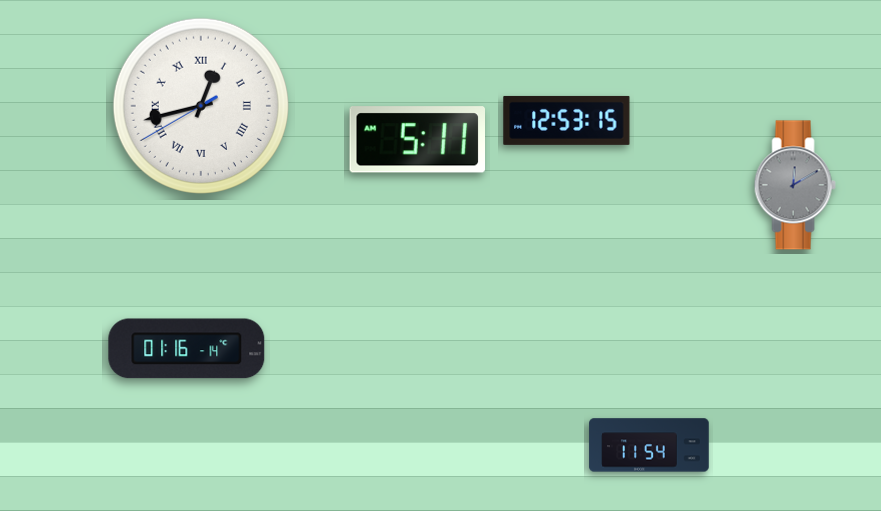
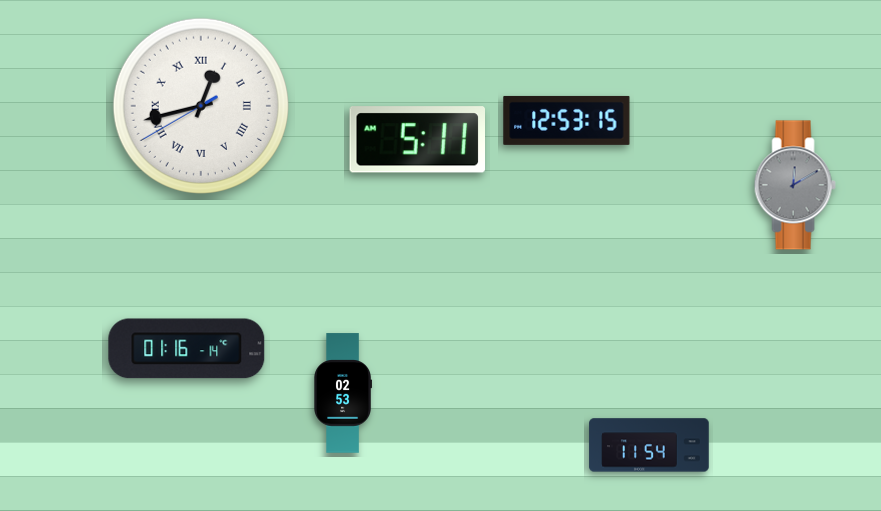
clock at (342, 393): none -> 02:53
